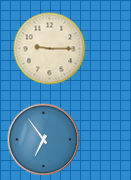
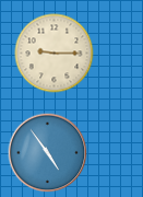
clock at (44, 140): 6:54 -> 4:54
